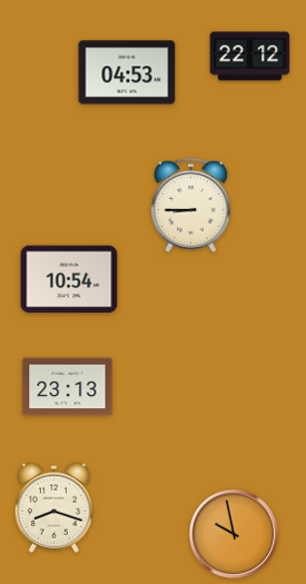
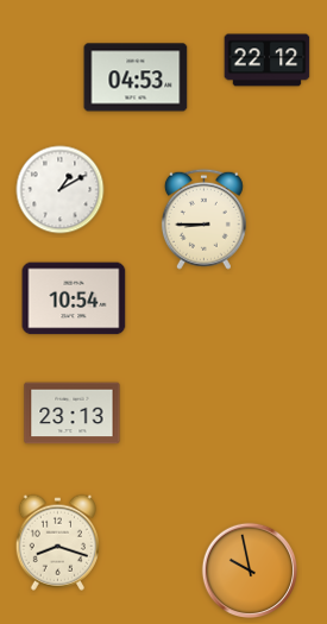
clock at (61, 190): none -> 1:10
